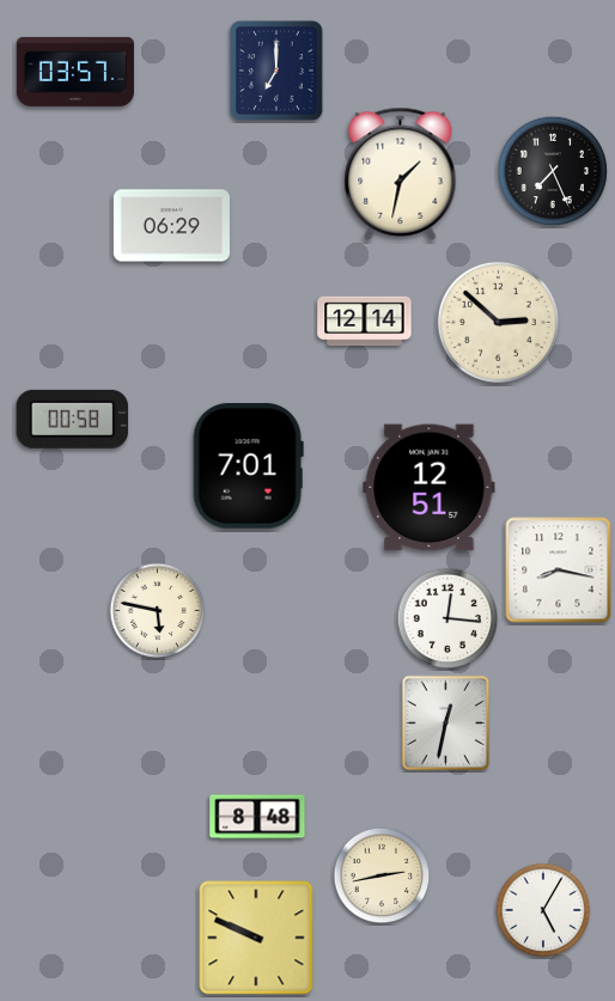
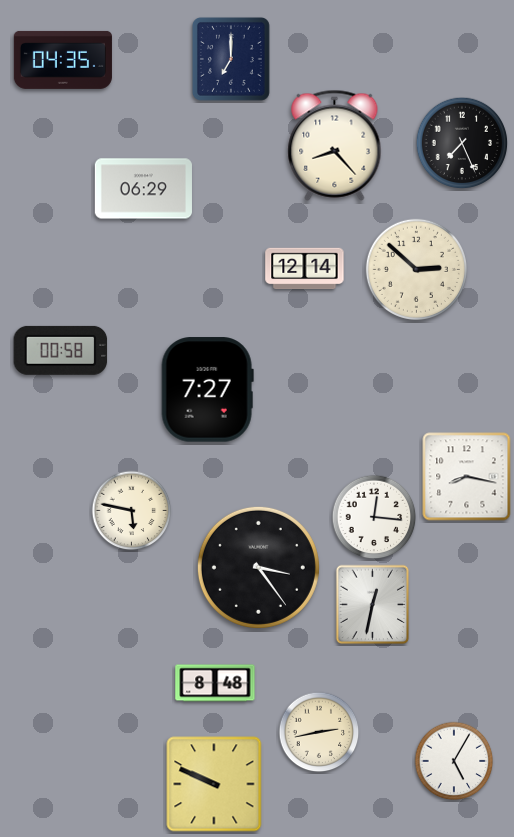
clock at (75, 72): 03:57 -> 04:35
clock at (401, 173): 1:32 -> 8:23
clock at (248, 466): 7:01 -> 7:27
clock at (430, 488): 12:51 -> none
clock at (258, 567): none -> 3:24
